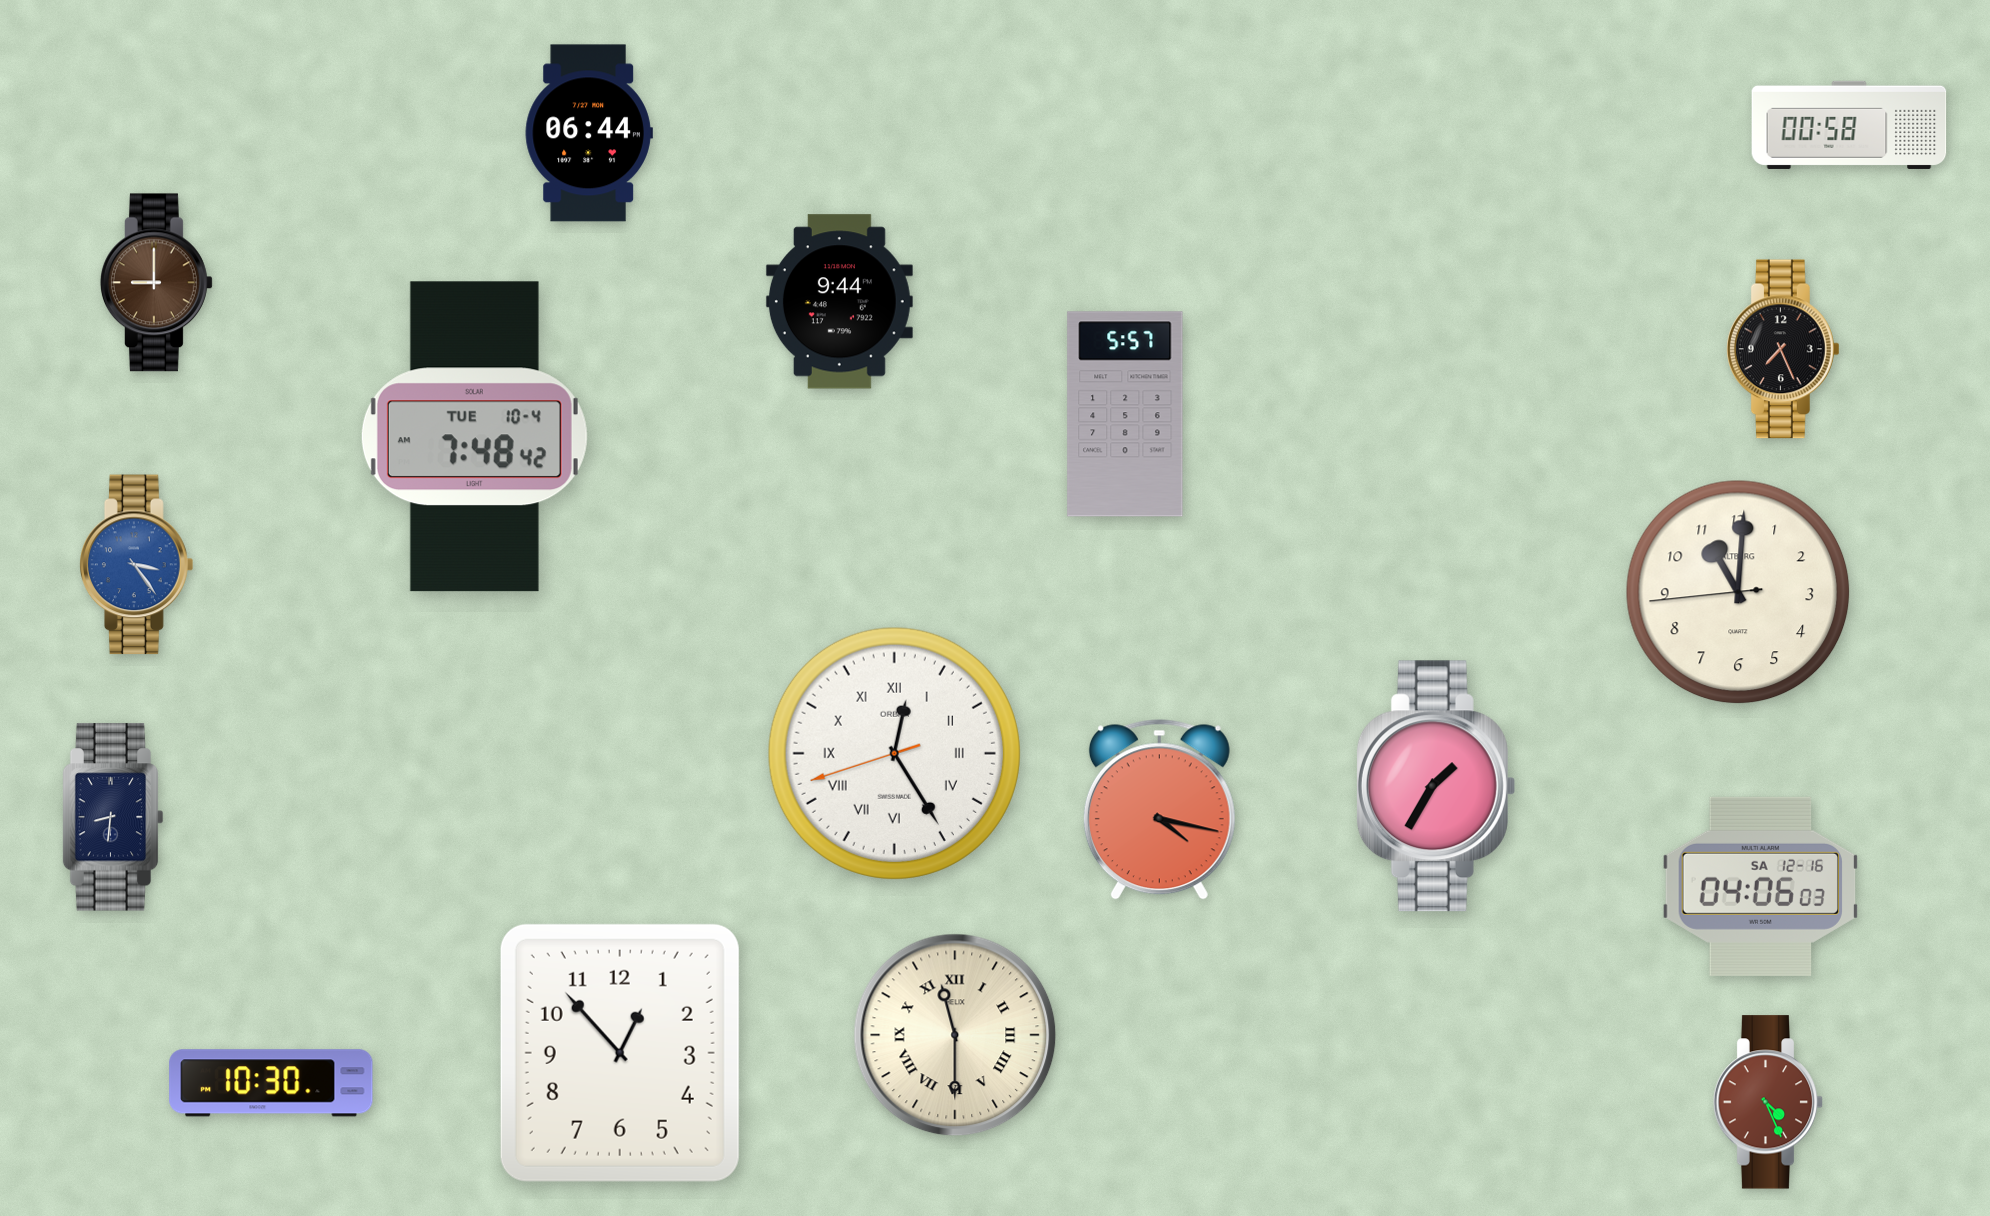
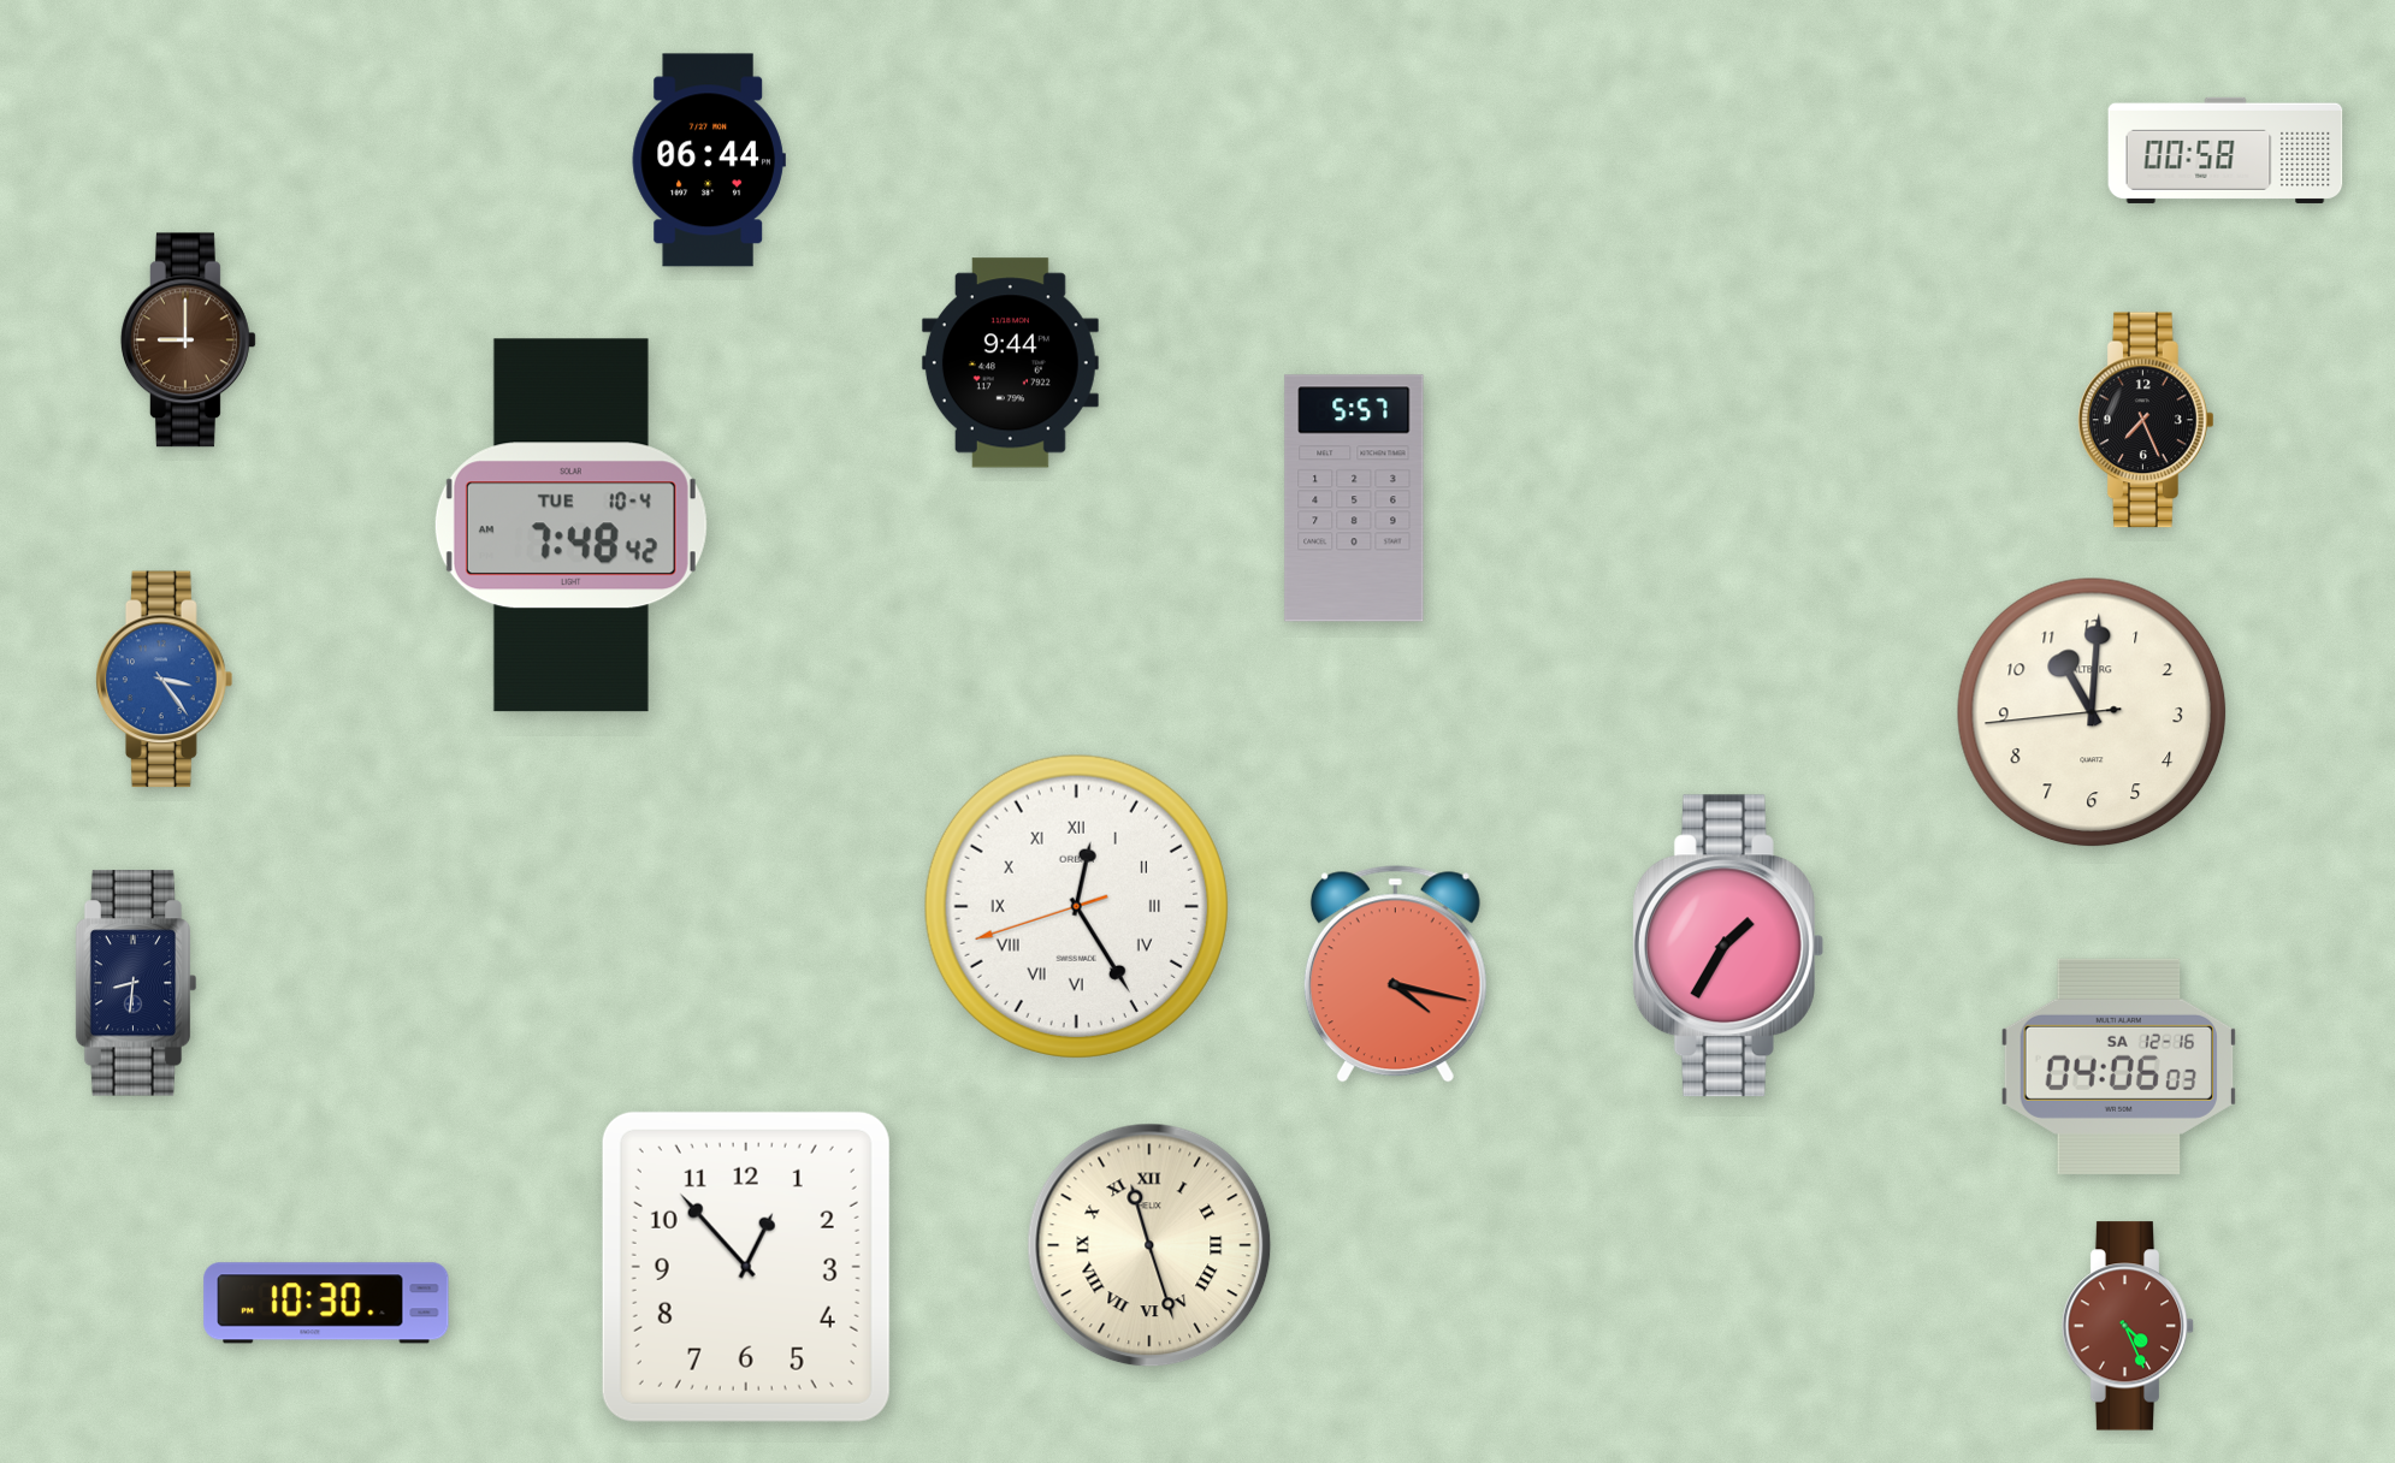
clock at (955, 1035): 11:30 -> 11:27
